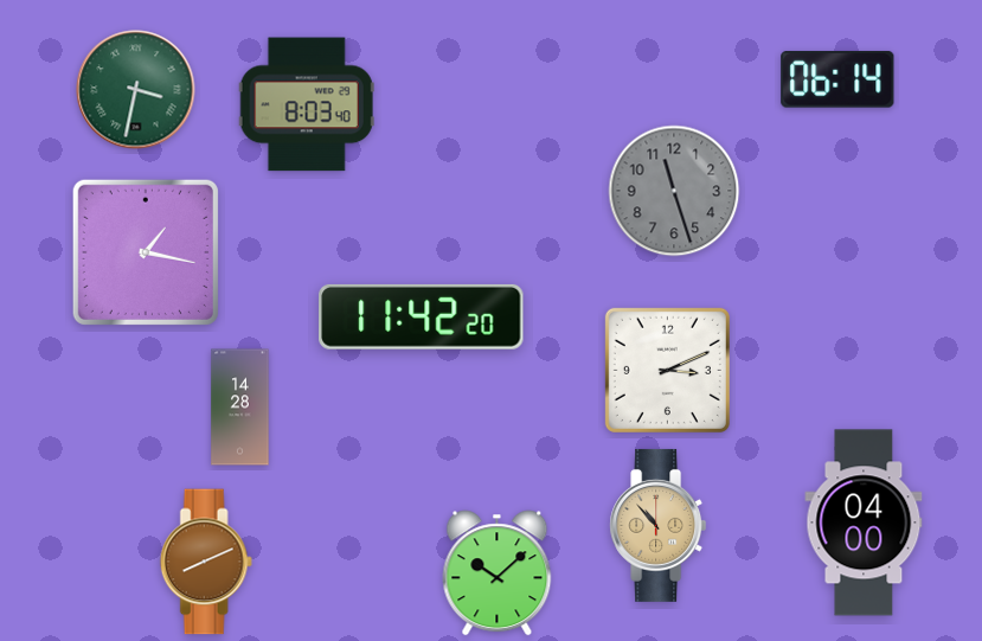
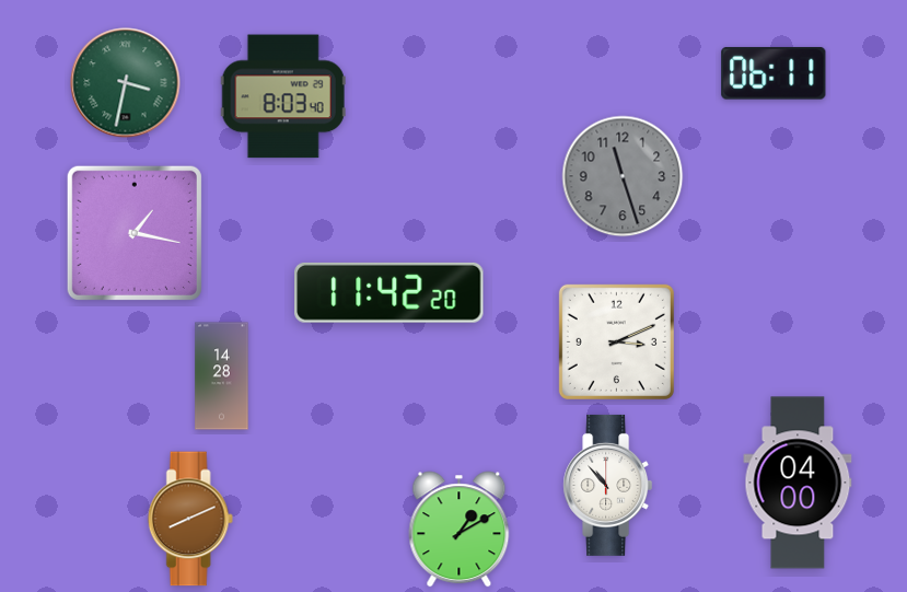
clock at (837, 79): 06:14 -> 06:11
clock at (659, 525) dial: champagne -> white
clock at (498, 573): 10:08 -> 1:10
